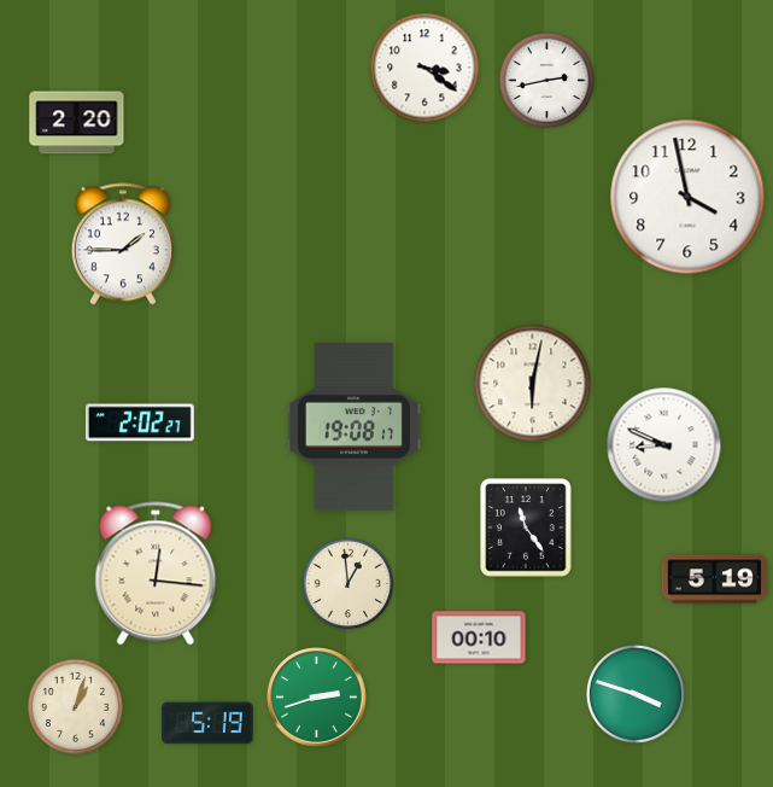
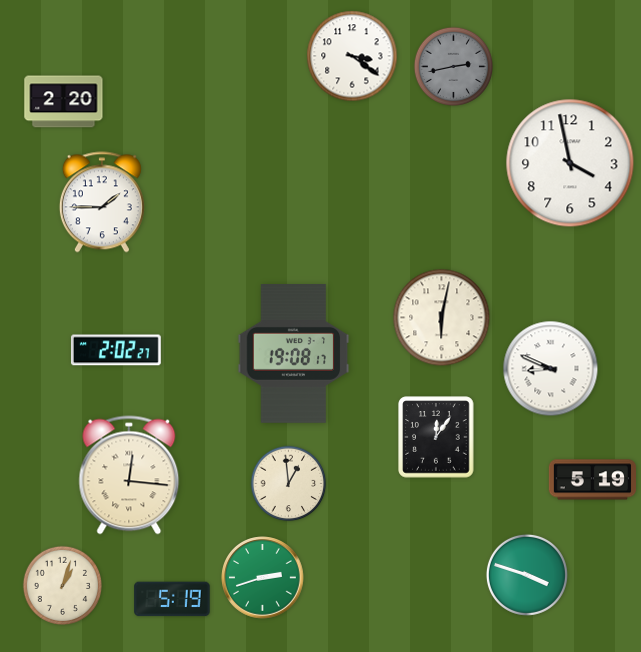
clock at (546, 80) dial: white -> grey
clock at (526, 527): 11:24 -> 12:06
clock at (479, 637): 00:10 -> none
